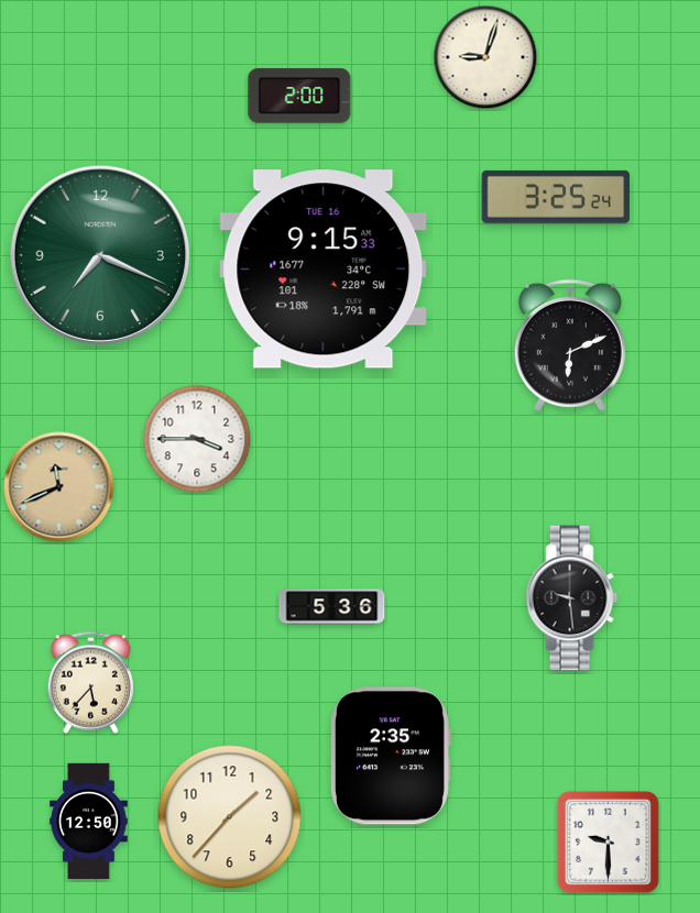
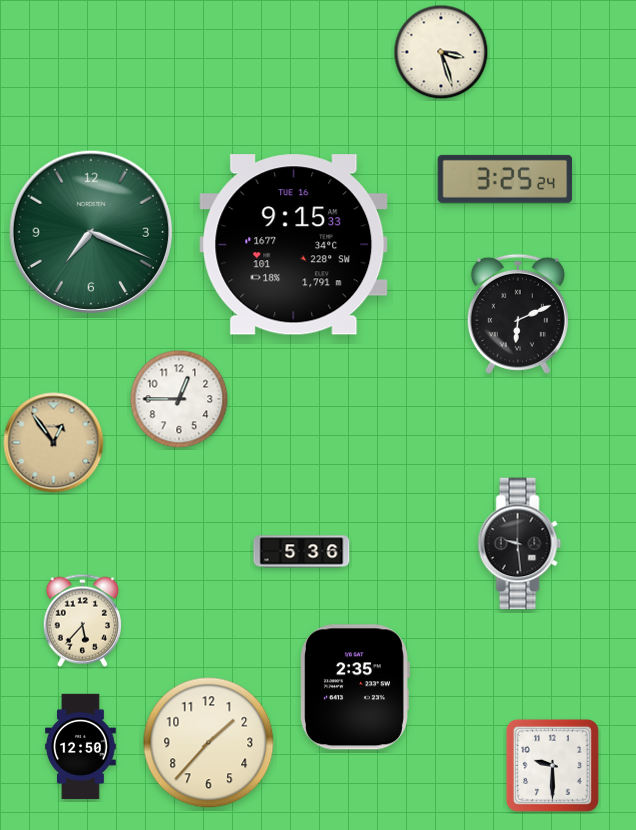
clock at (485, 57): 9:03 -> 3:27
clock at (299, 96): 2:00 -> none
clock at (197, 439): 3:45 -> 12:45
clock at (59, 487): 11:41 -> 12:54
